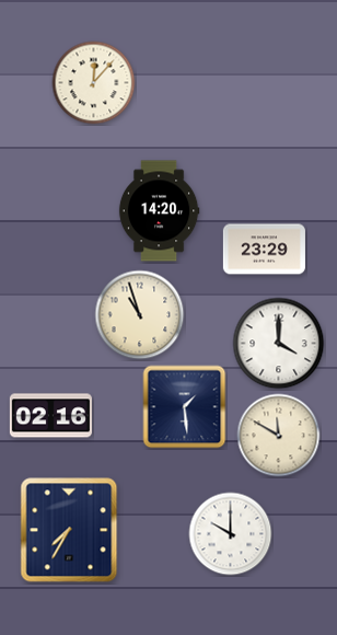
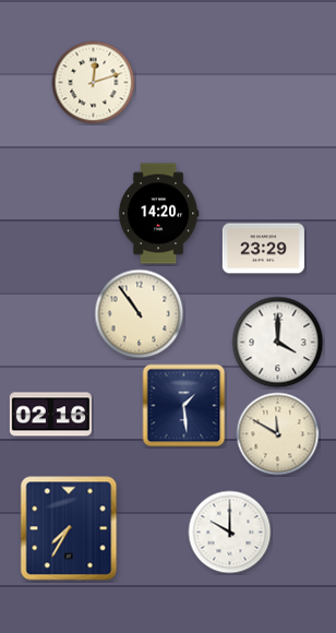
clock at (94, 83): 12:07 -> 12:12
clock at (159, 211) position: (159, 211) -> (158, 214)
clock at (140, 315): 10:57 -> 10:54
